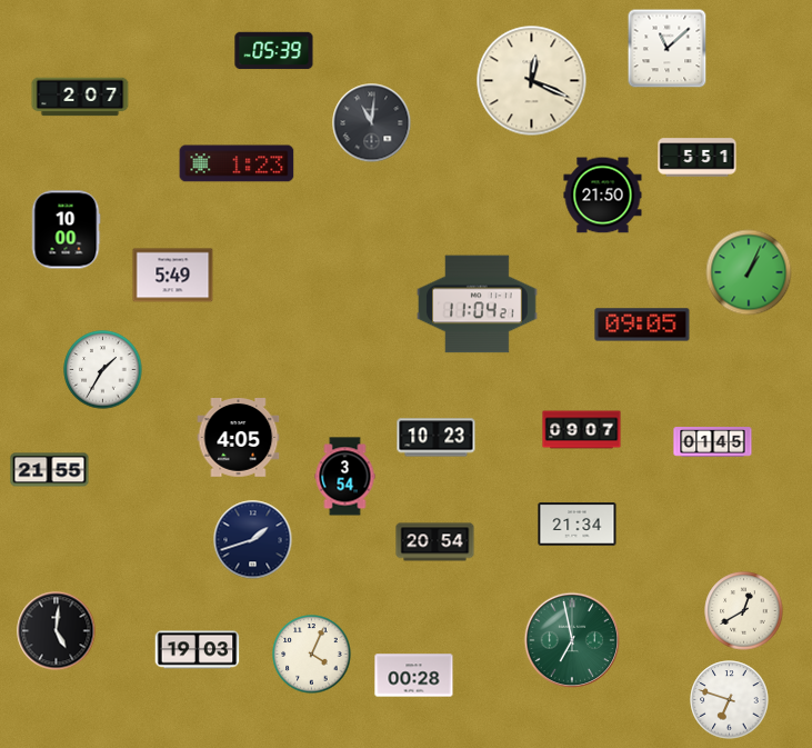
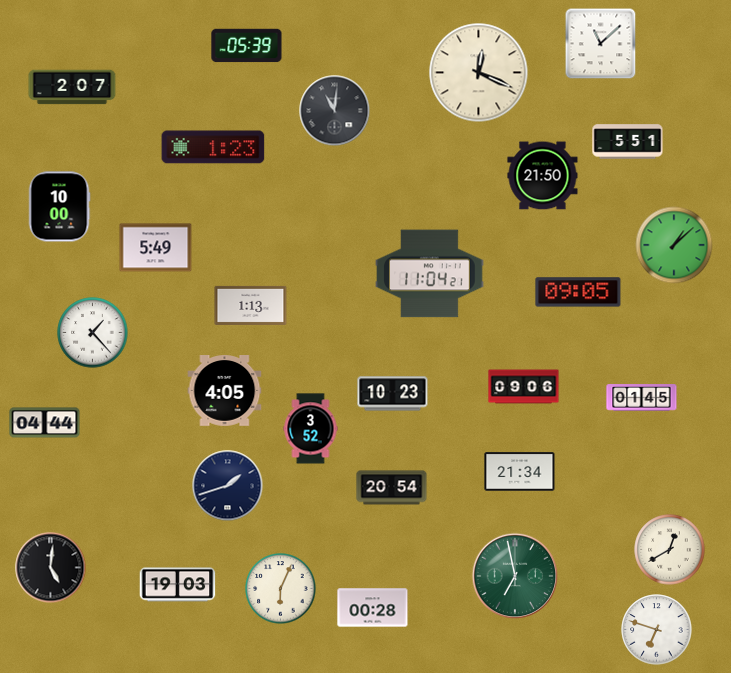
clock at (749, 272): 1:04 -> 1:08
clock at (251, 305): none -> 1:13
clock at (103, 370): 1:35 -> 1:23
clock at (582, 430): 09:07 -> 09:06
clock at (239, 438) position: (239, 438) -> (225, 391)
clock at (50, 470): 21:55 -> 04:44
clock at (345, 477): 3:54 -> 3:52
clock at (312, 655): 4:04 -> 6:04
